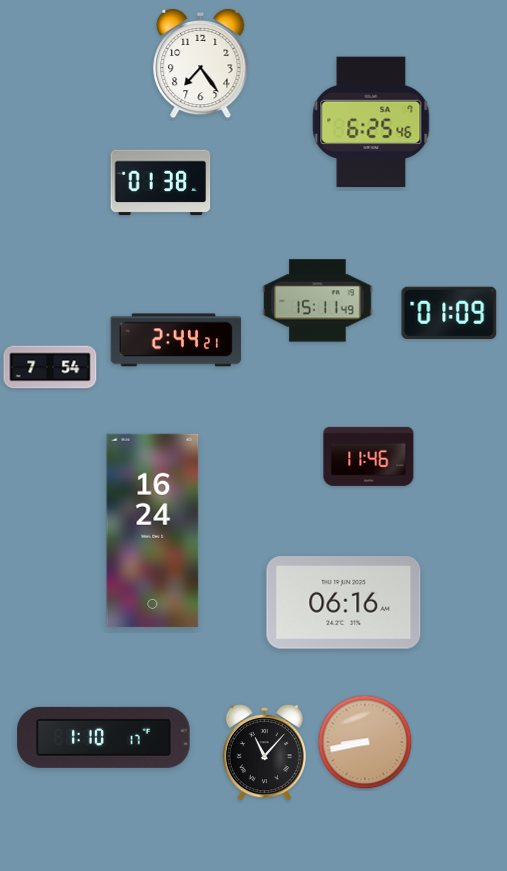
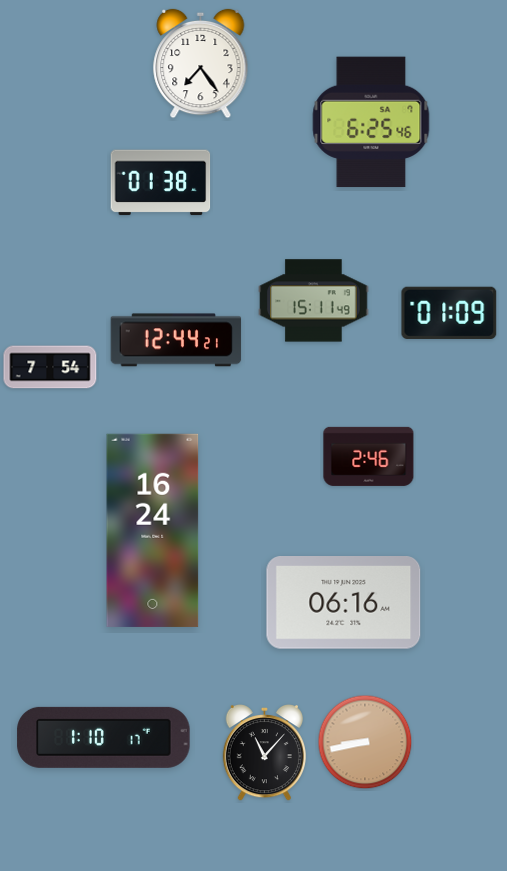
clock at (318, 301) position: (318, 301) -> (314, 301)
clock at (176, 340): 2:44 -> 12:44
clock at (369, 456): 11:46 -> 2:46
